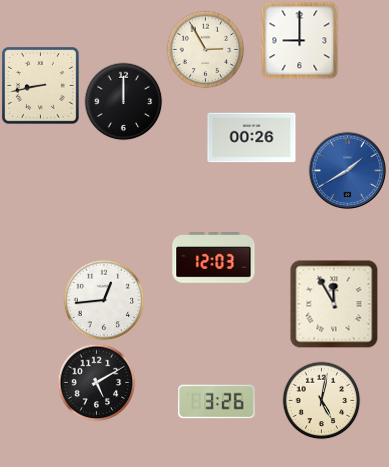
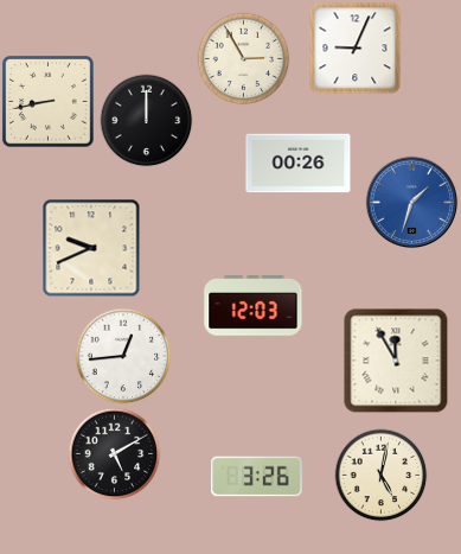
clock at (299, 40): 9:00 -> 9:04
clock at (347, 170): 1:40 -> 1:33
clock at (91, 248): none -> 9:41
